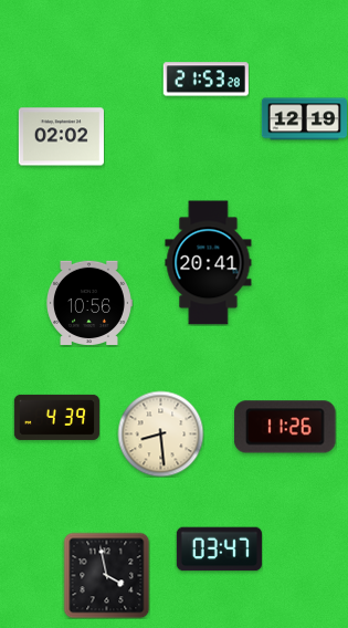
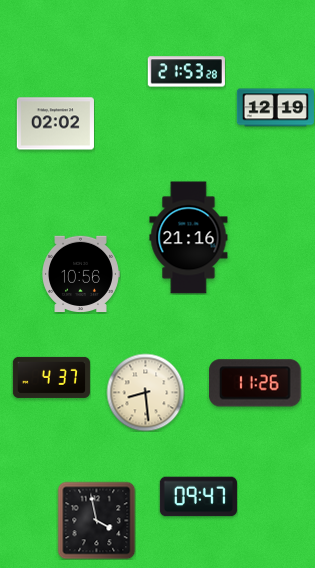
clock at (209, 263): 20:41 -> 21:16
clock at (56, 417): 4:39 -> 4:37
clock at (285, 427) position: (285, 427) -> (255, 383)
clock at (219, 549): 03:47 -> 09:47
